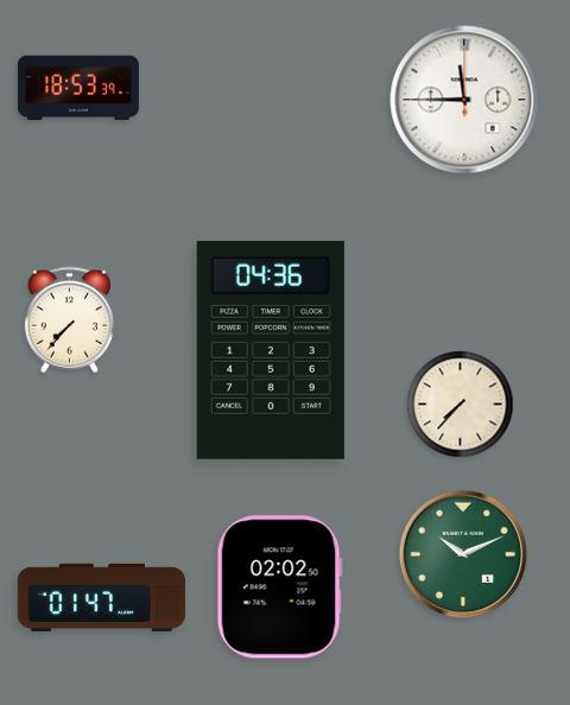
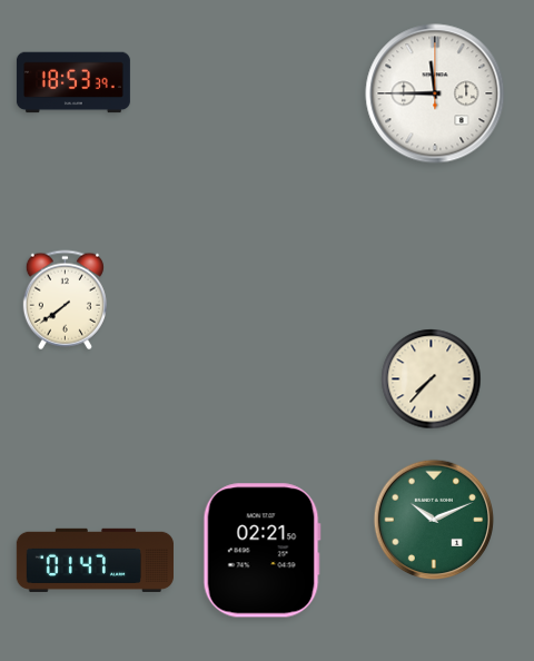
clock at (69, 320): 7:37 -> 7:39
clock at (271, 350): 04:36 -> none
clock at (279, 587): 02:02 -> 02:21
